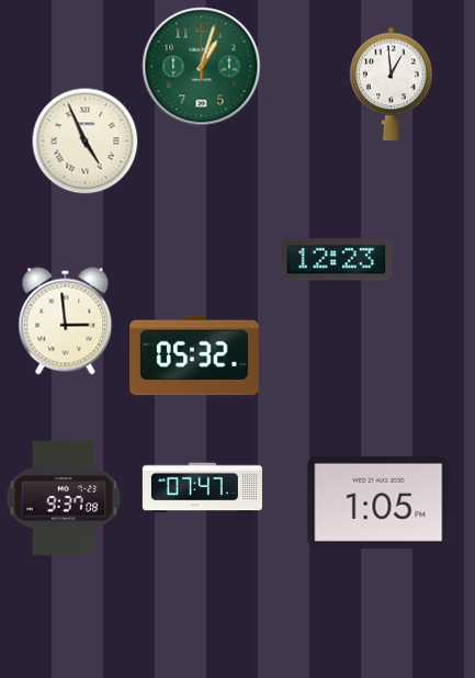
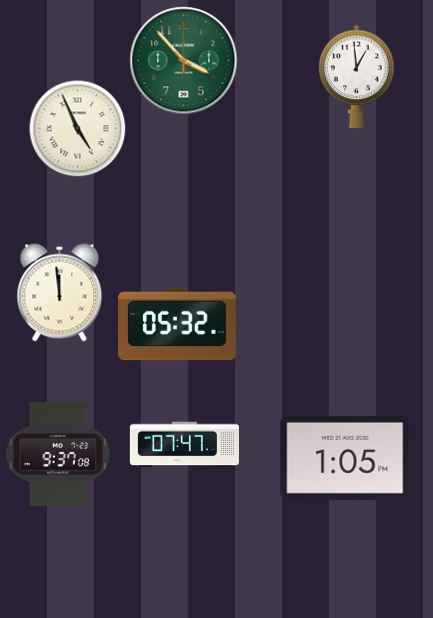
clock at (202, 67): 1:03 -> 3:53
clock at (337, 260): 12:23 -> none
clock at (66, 321): 2:59 -> 11:59
